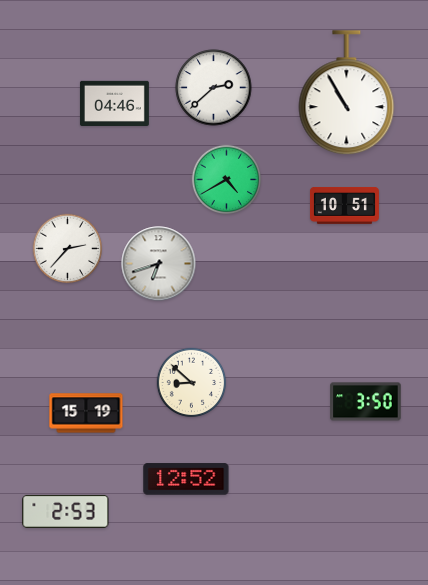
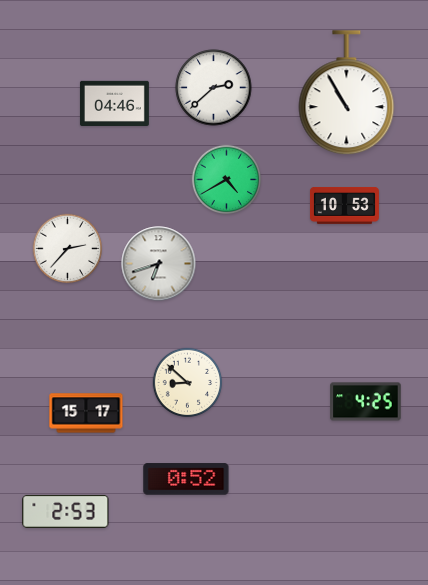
clock at (344, 206): 10:51 -> 10:53
clock at (192, 383) position: (192, 383) -> (188, 383)
clock at (366, 402): 3:50 -> 4:25
clock at (86, 413): 15:19 -> 15:17
clock at (186, 479): 12:52 -> 0:52
